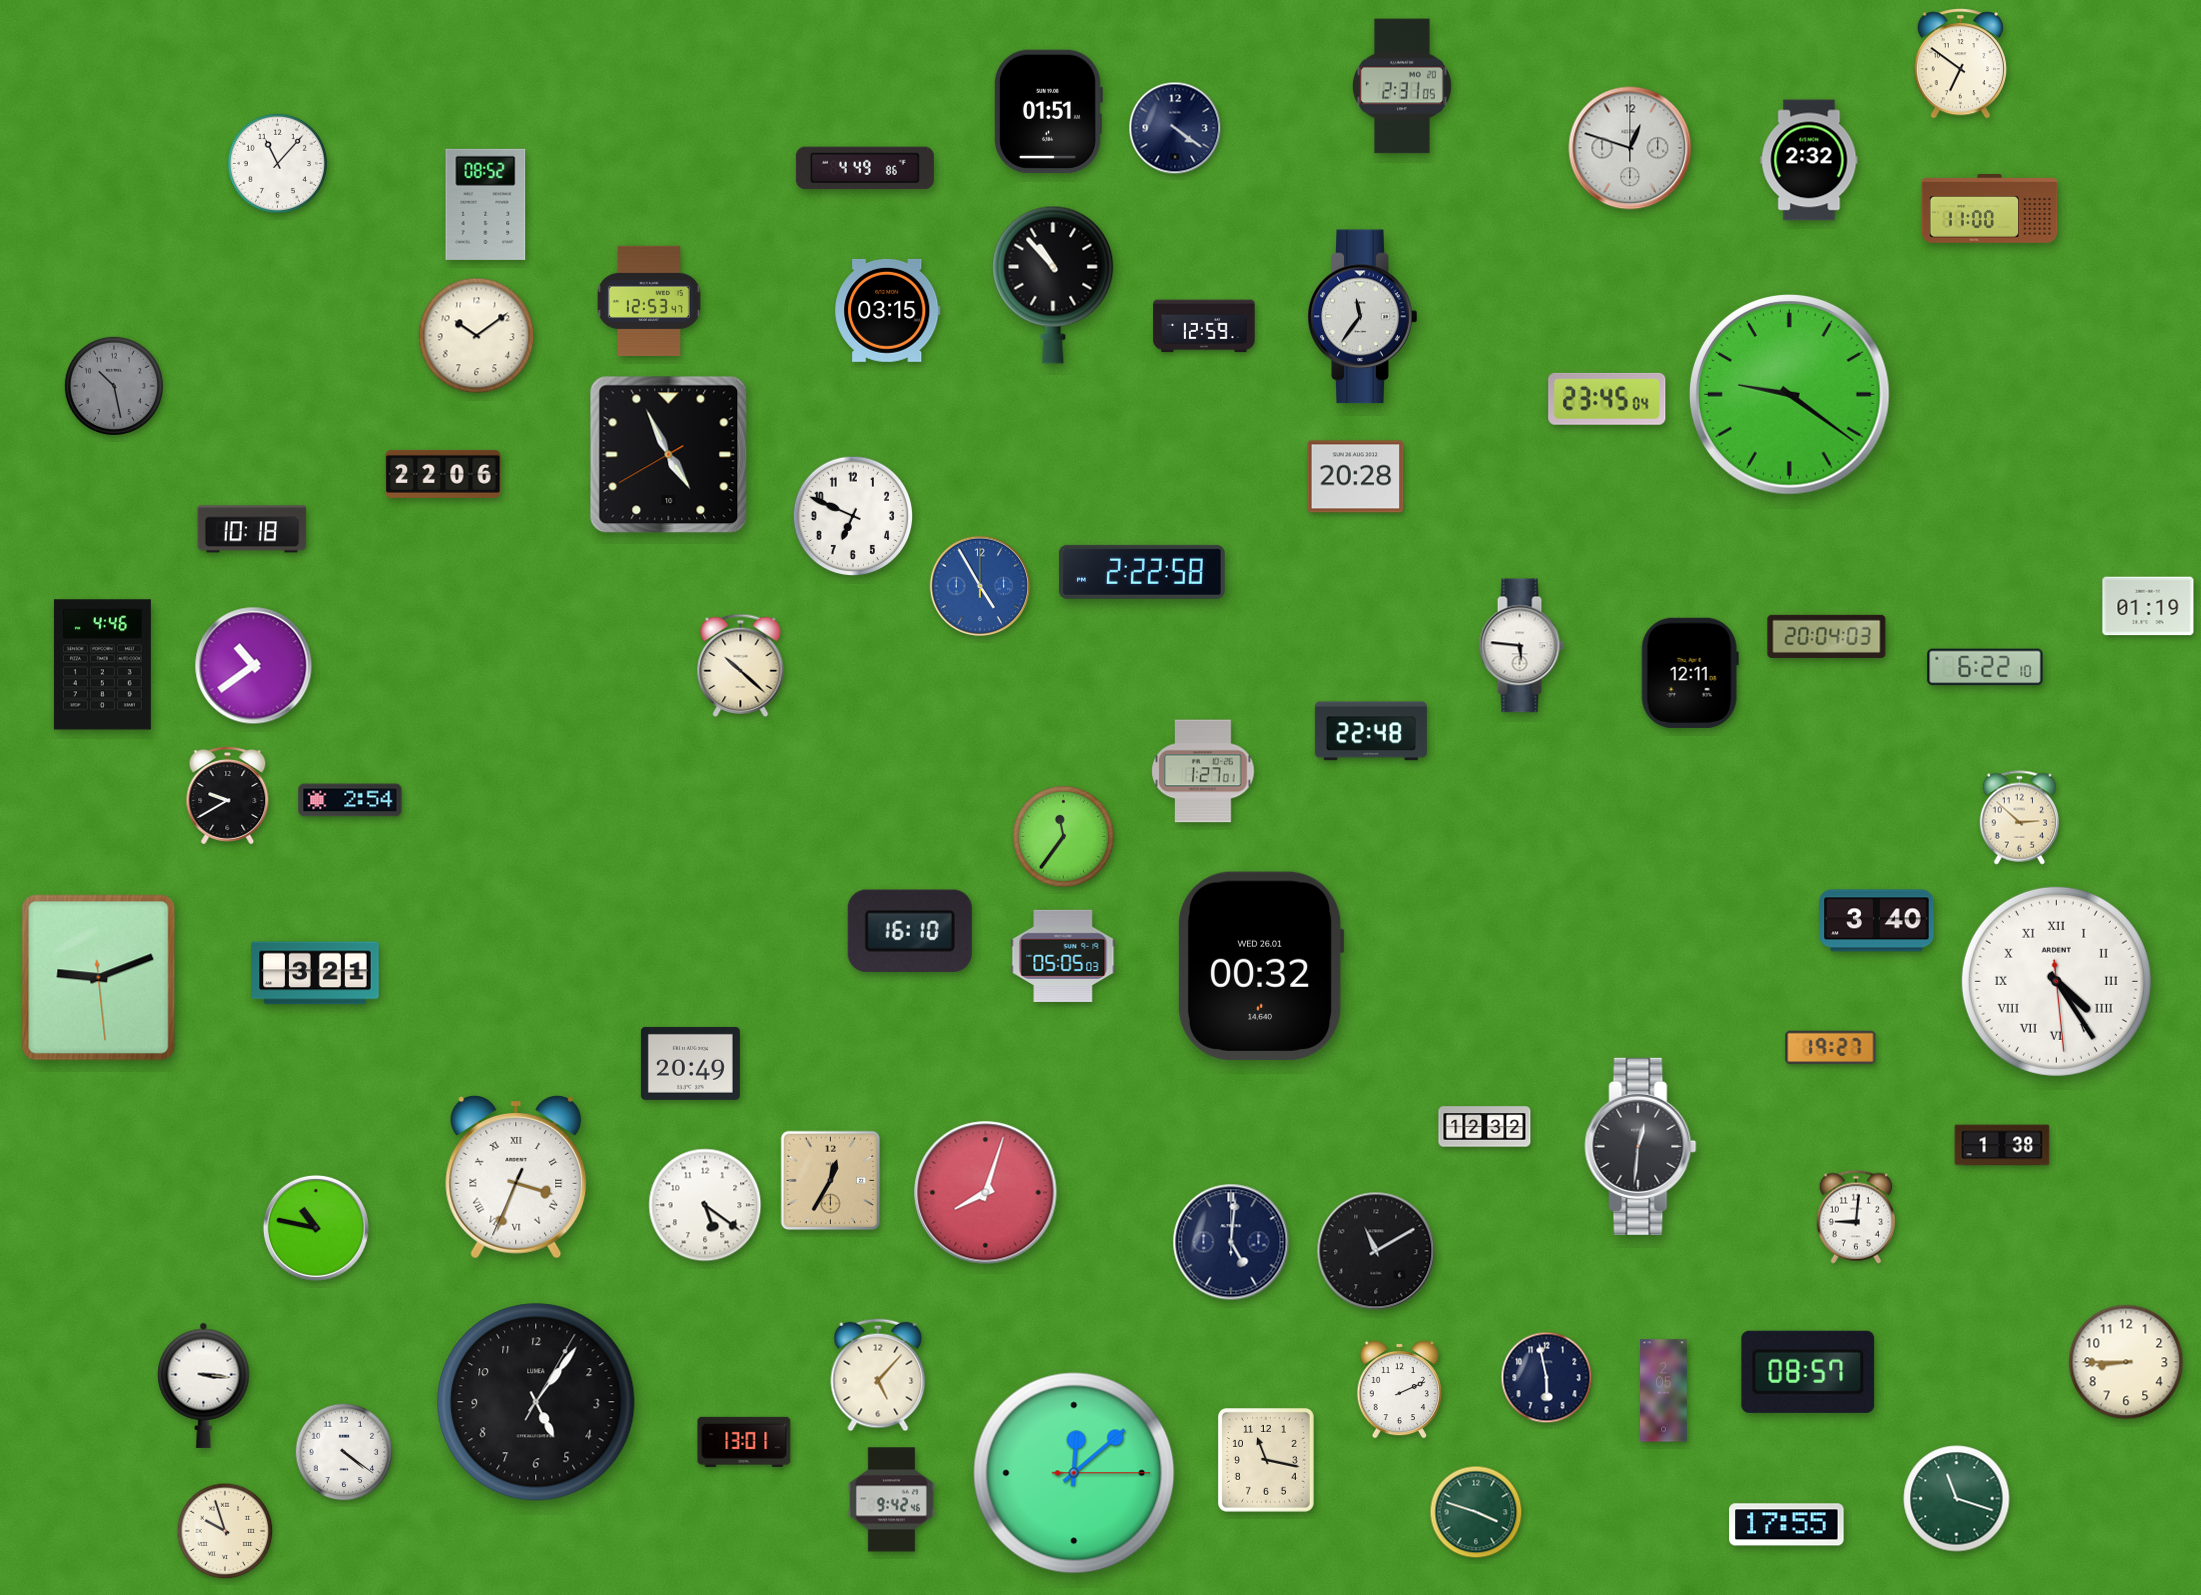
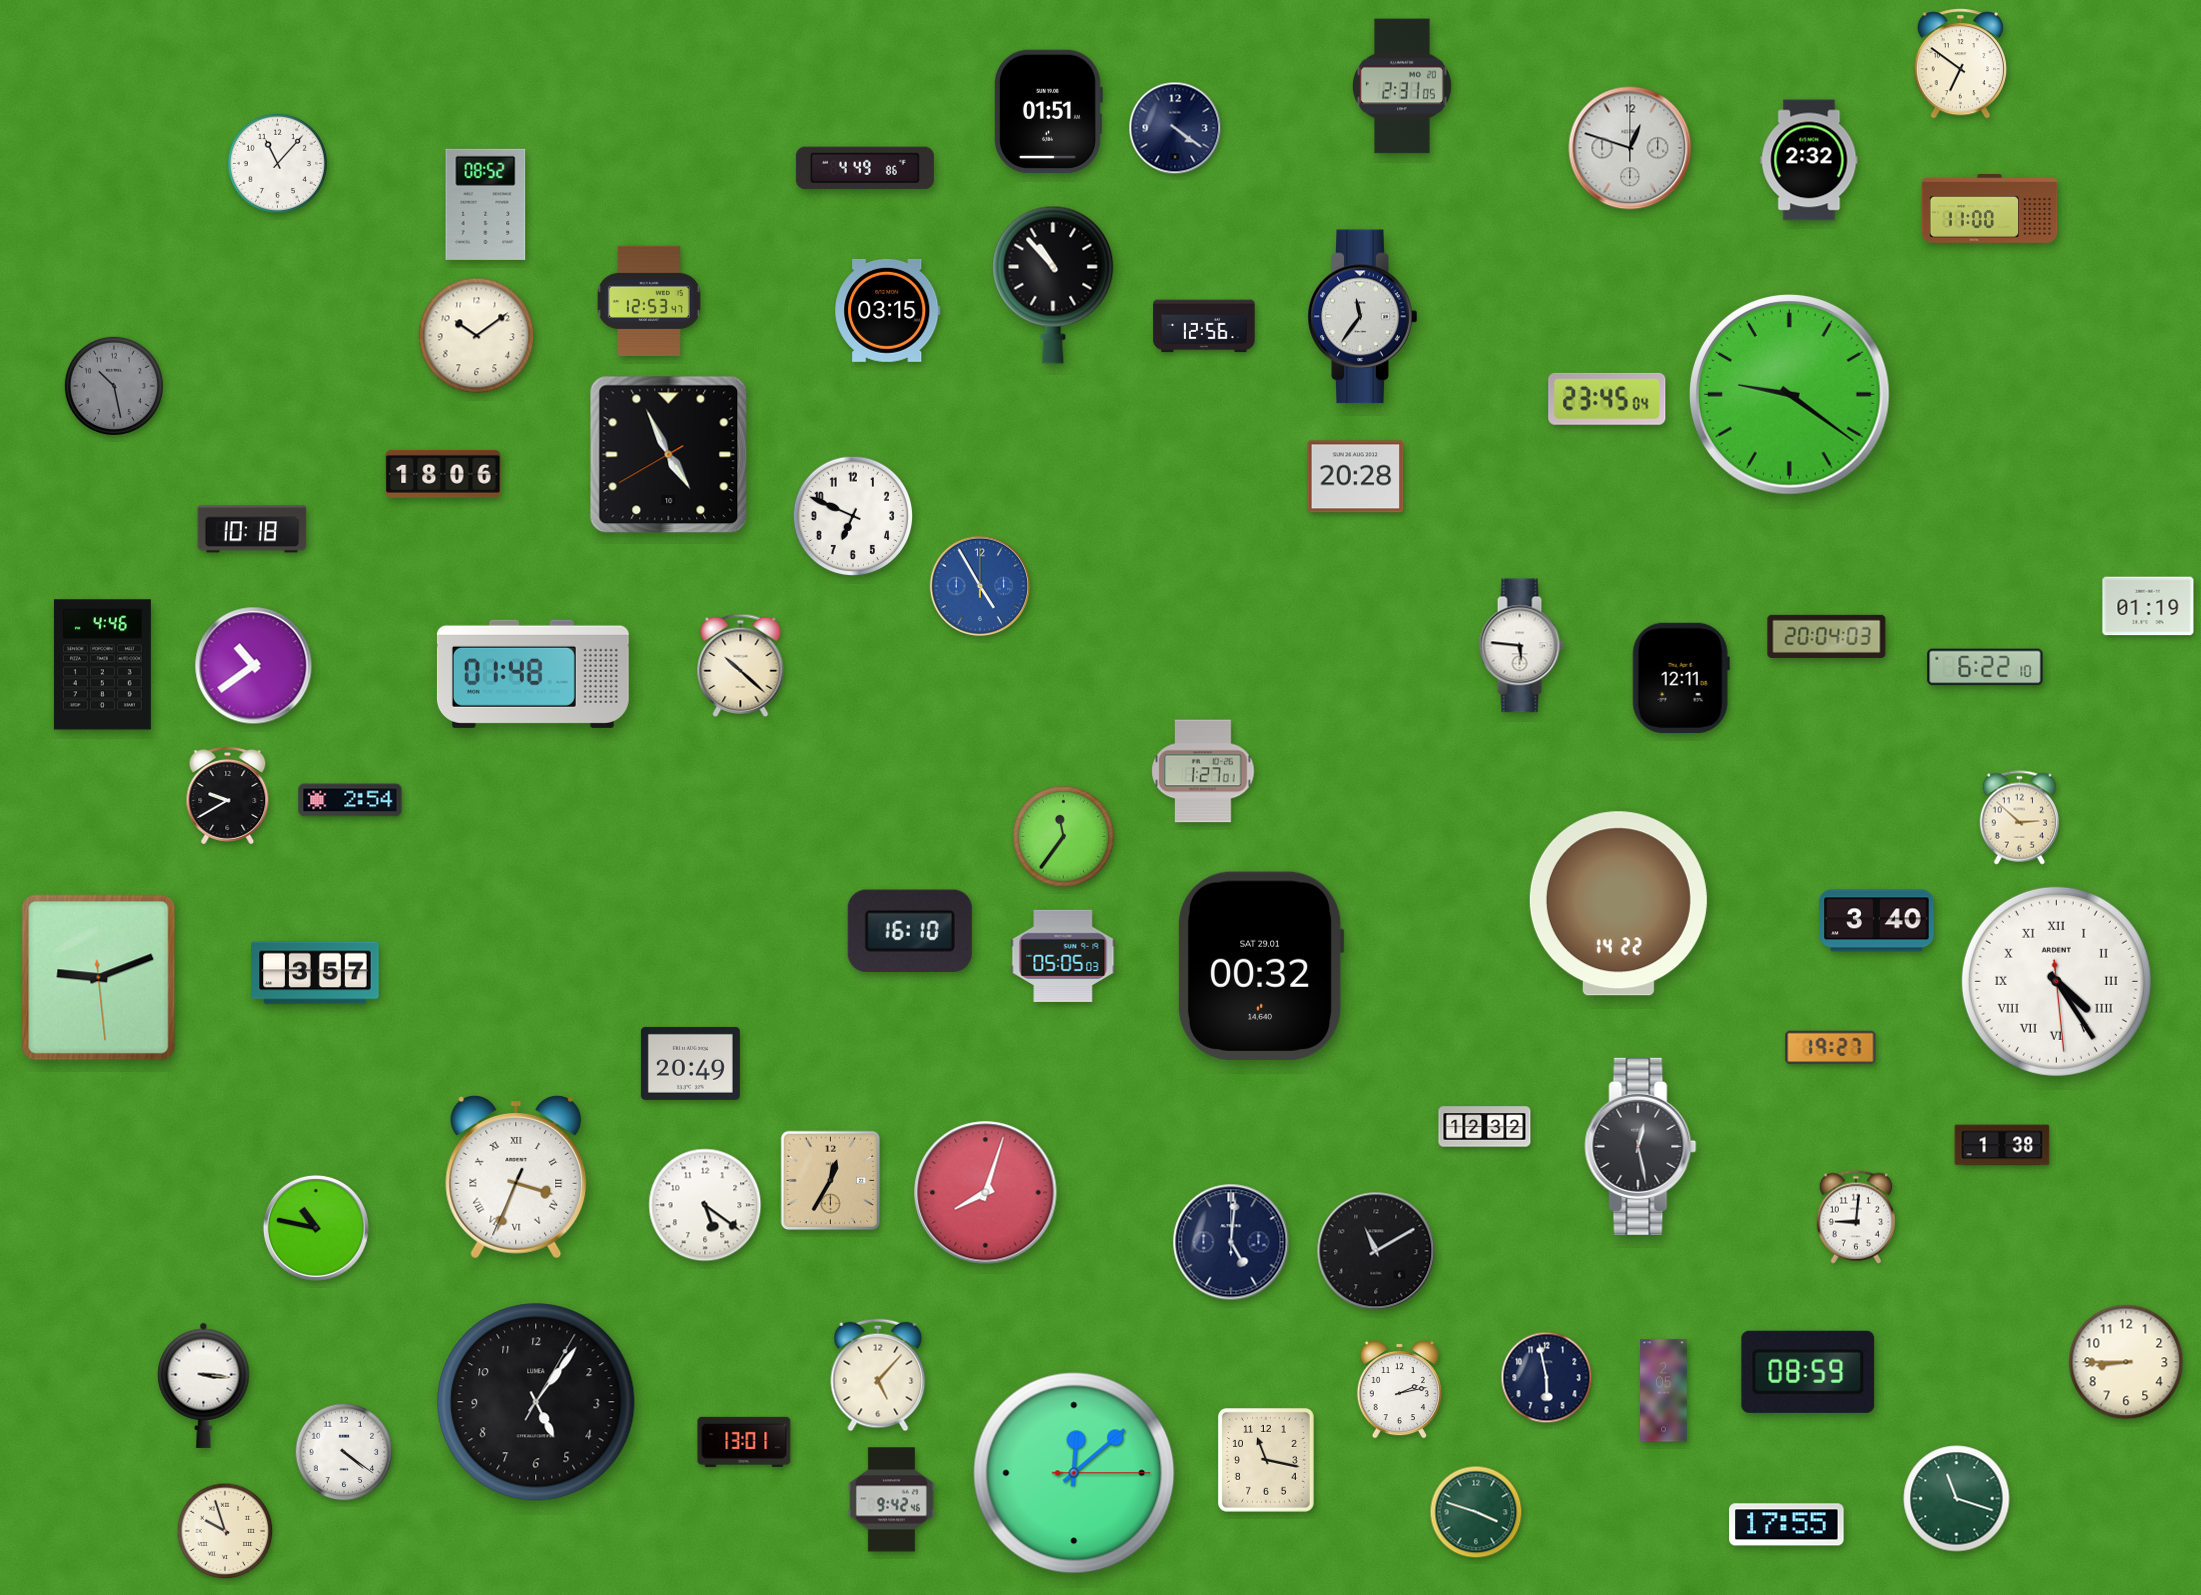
clock at (1204, 326): 12:59 -> 12:56
clock at (443, 474): 22:06 -> 18:06
clock at (1142, 572): 2:22 -> none
clock at (1690, 673) position: (1690, 673) -> (1681, 678)
clock at (533, 674): none -> 01:48
clock at (1371, 731): 22:48 -> none
clock at (1618, 904): none -> 14:22
clock at (1261, 966) date: WED 26.01 -> SAT 29.01
clock at (315, 973): 3:21 -> 3:57
clock at (1641, 1146): 12:31 -> 12:28
clock at (1808, 1372): 08:57 -> 08:59
clock at (1399, 1389): 2:11 -> 2:13
